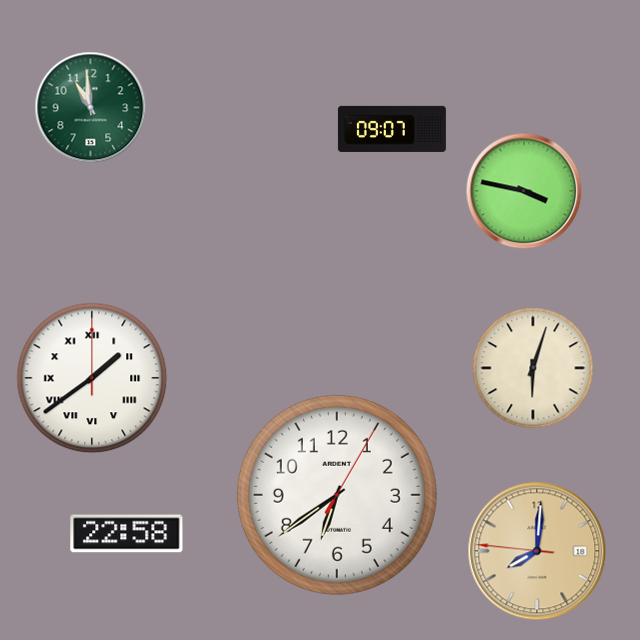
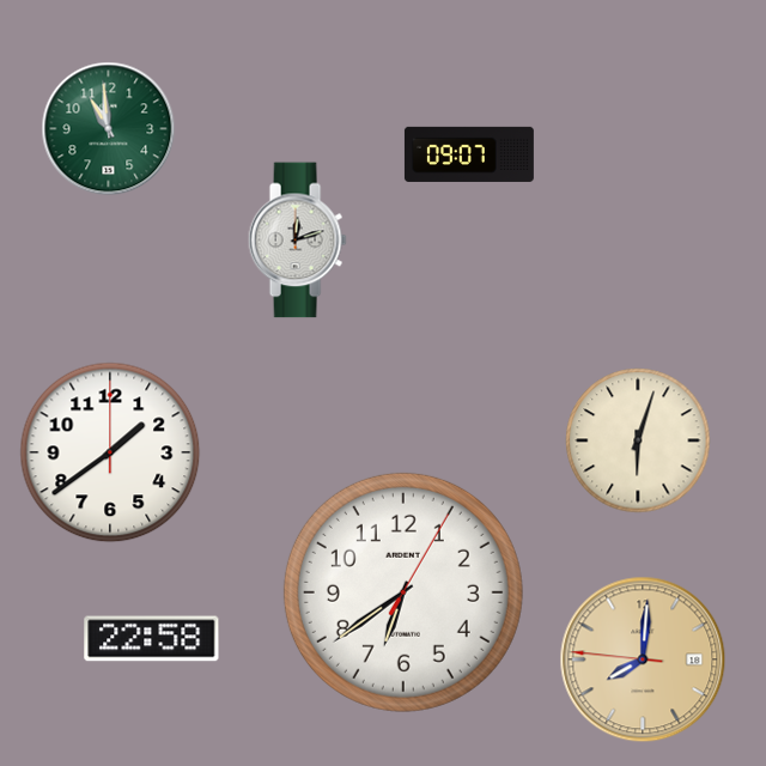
clock at (524, 191): 3:47 -> none
clock at (297, 241): none -> 12:12
clock at (92, 378) numerals: Roman -> Arabic
